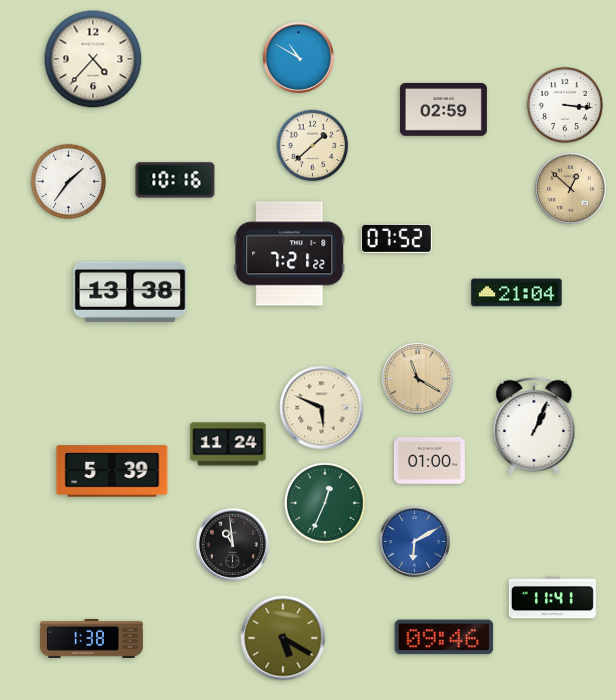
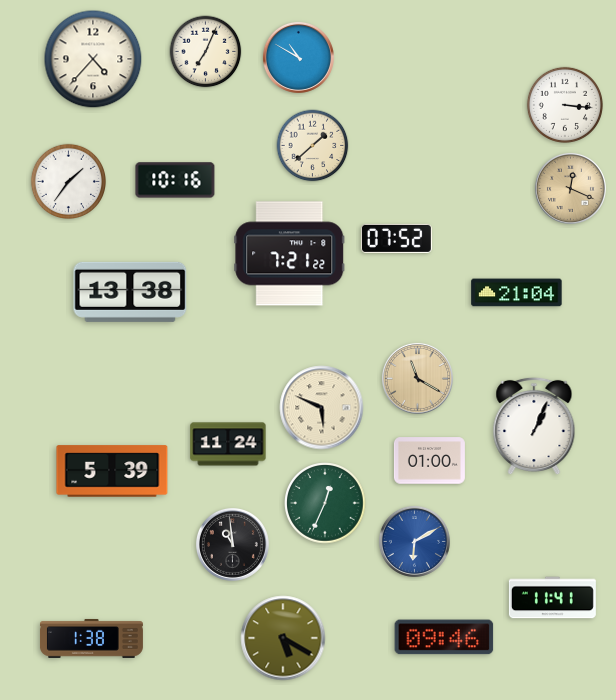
clock at (206, 52): none -> 7:04
clock at (443, 109): 02:59 -> none
clock at (570, 188): 12:52 -> 12:19
